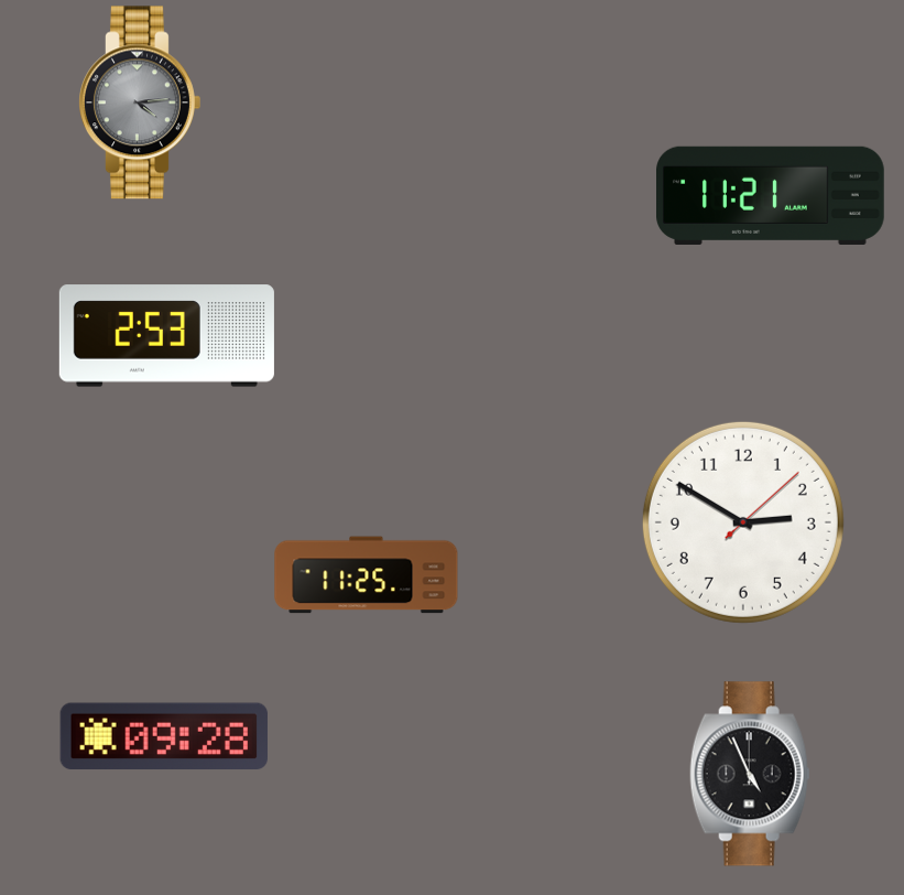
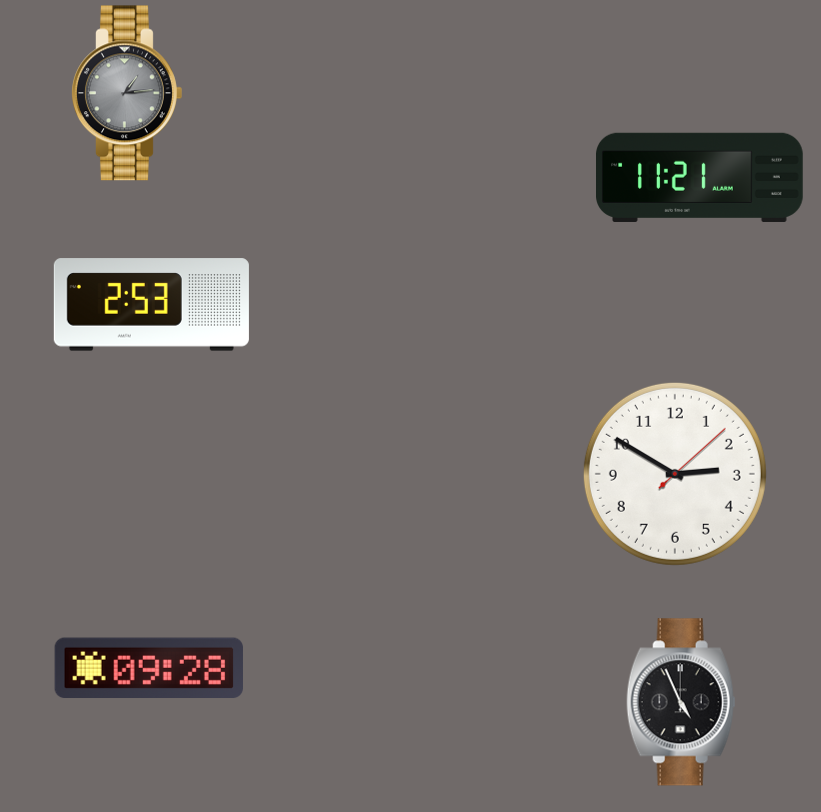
clock at (140, 103): 4:14 -> 1:14
clock at (367, 575): 11:25 -> none
